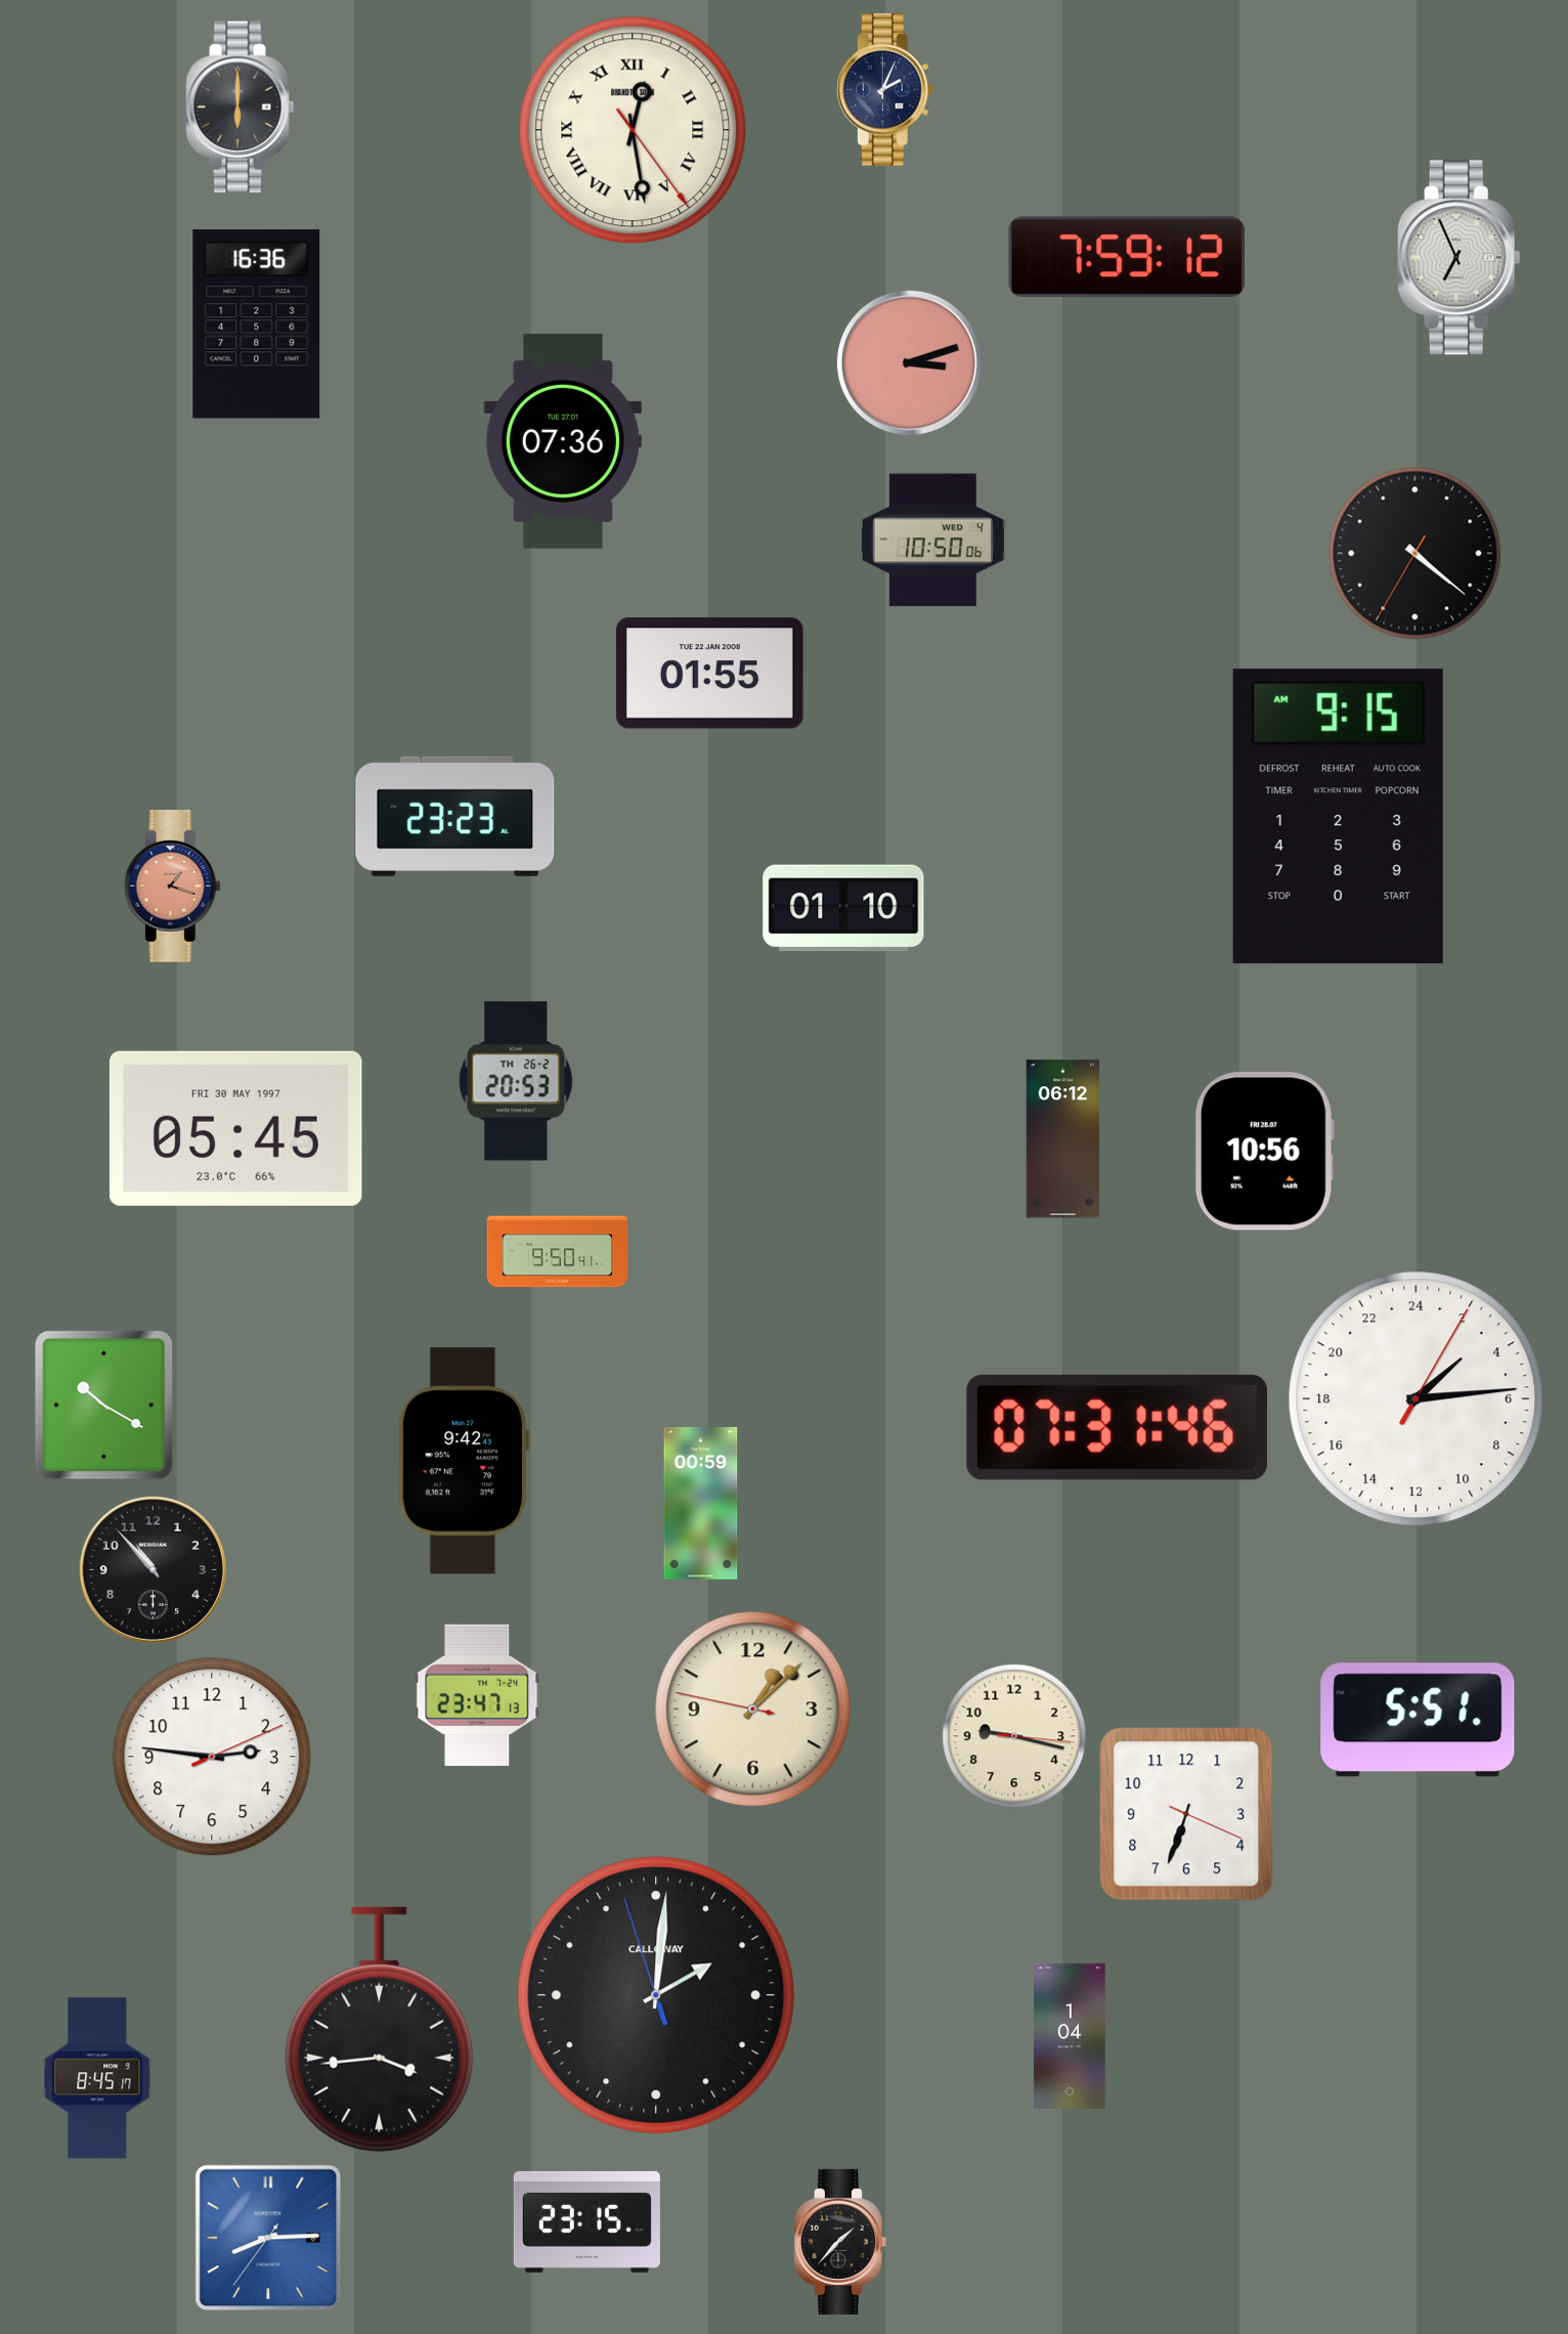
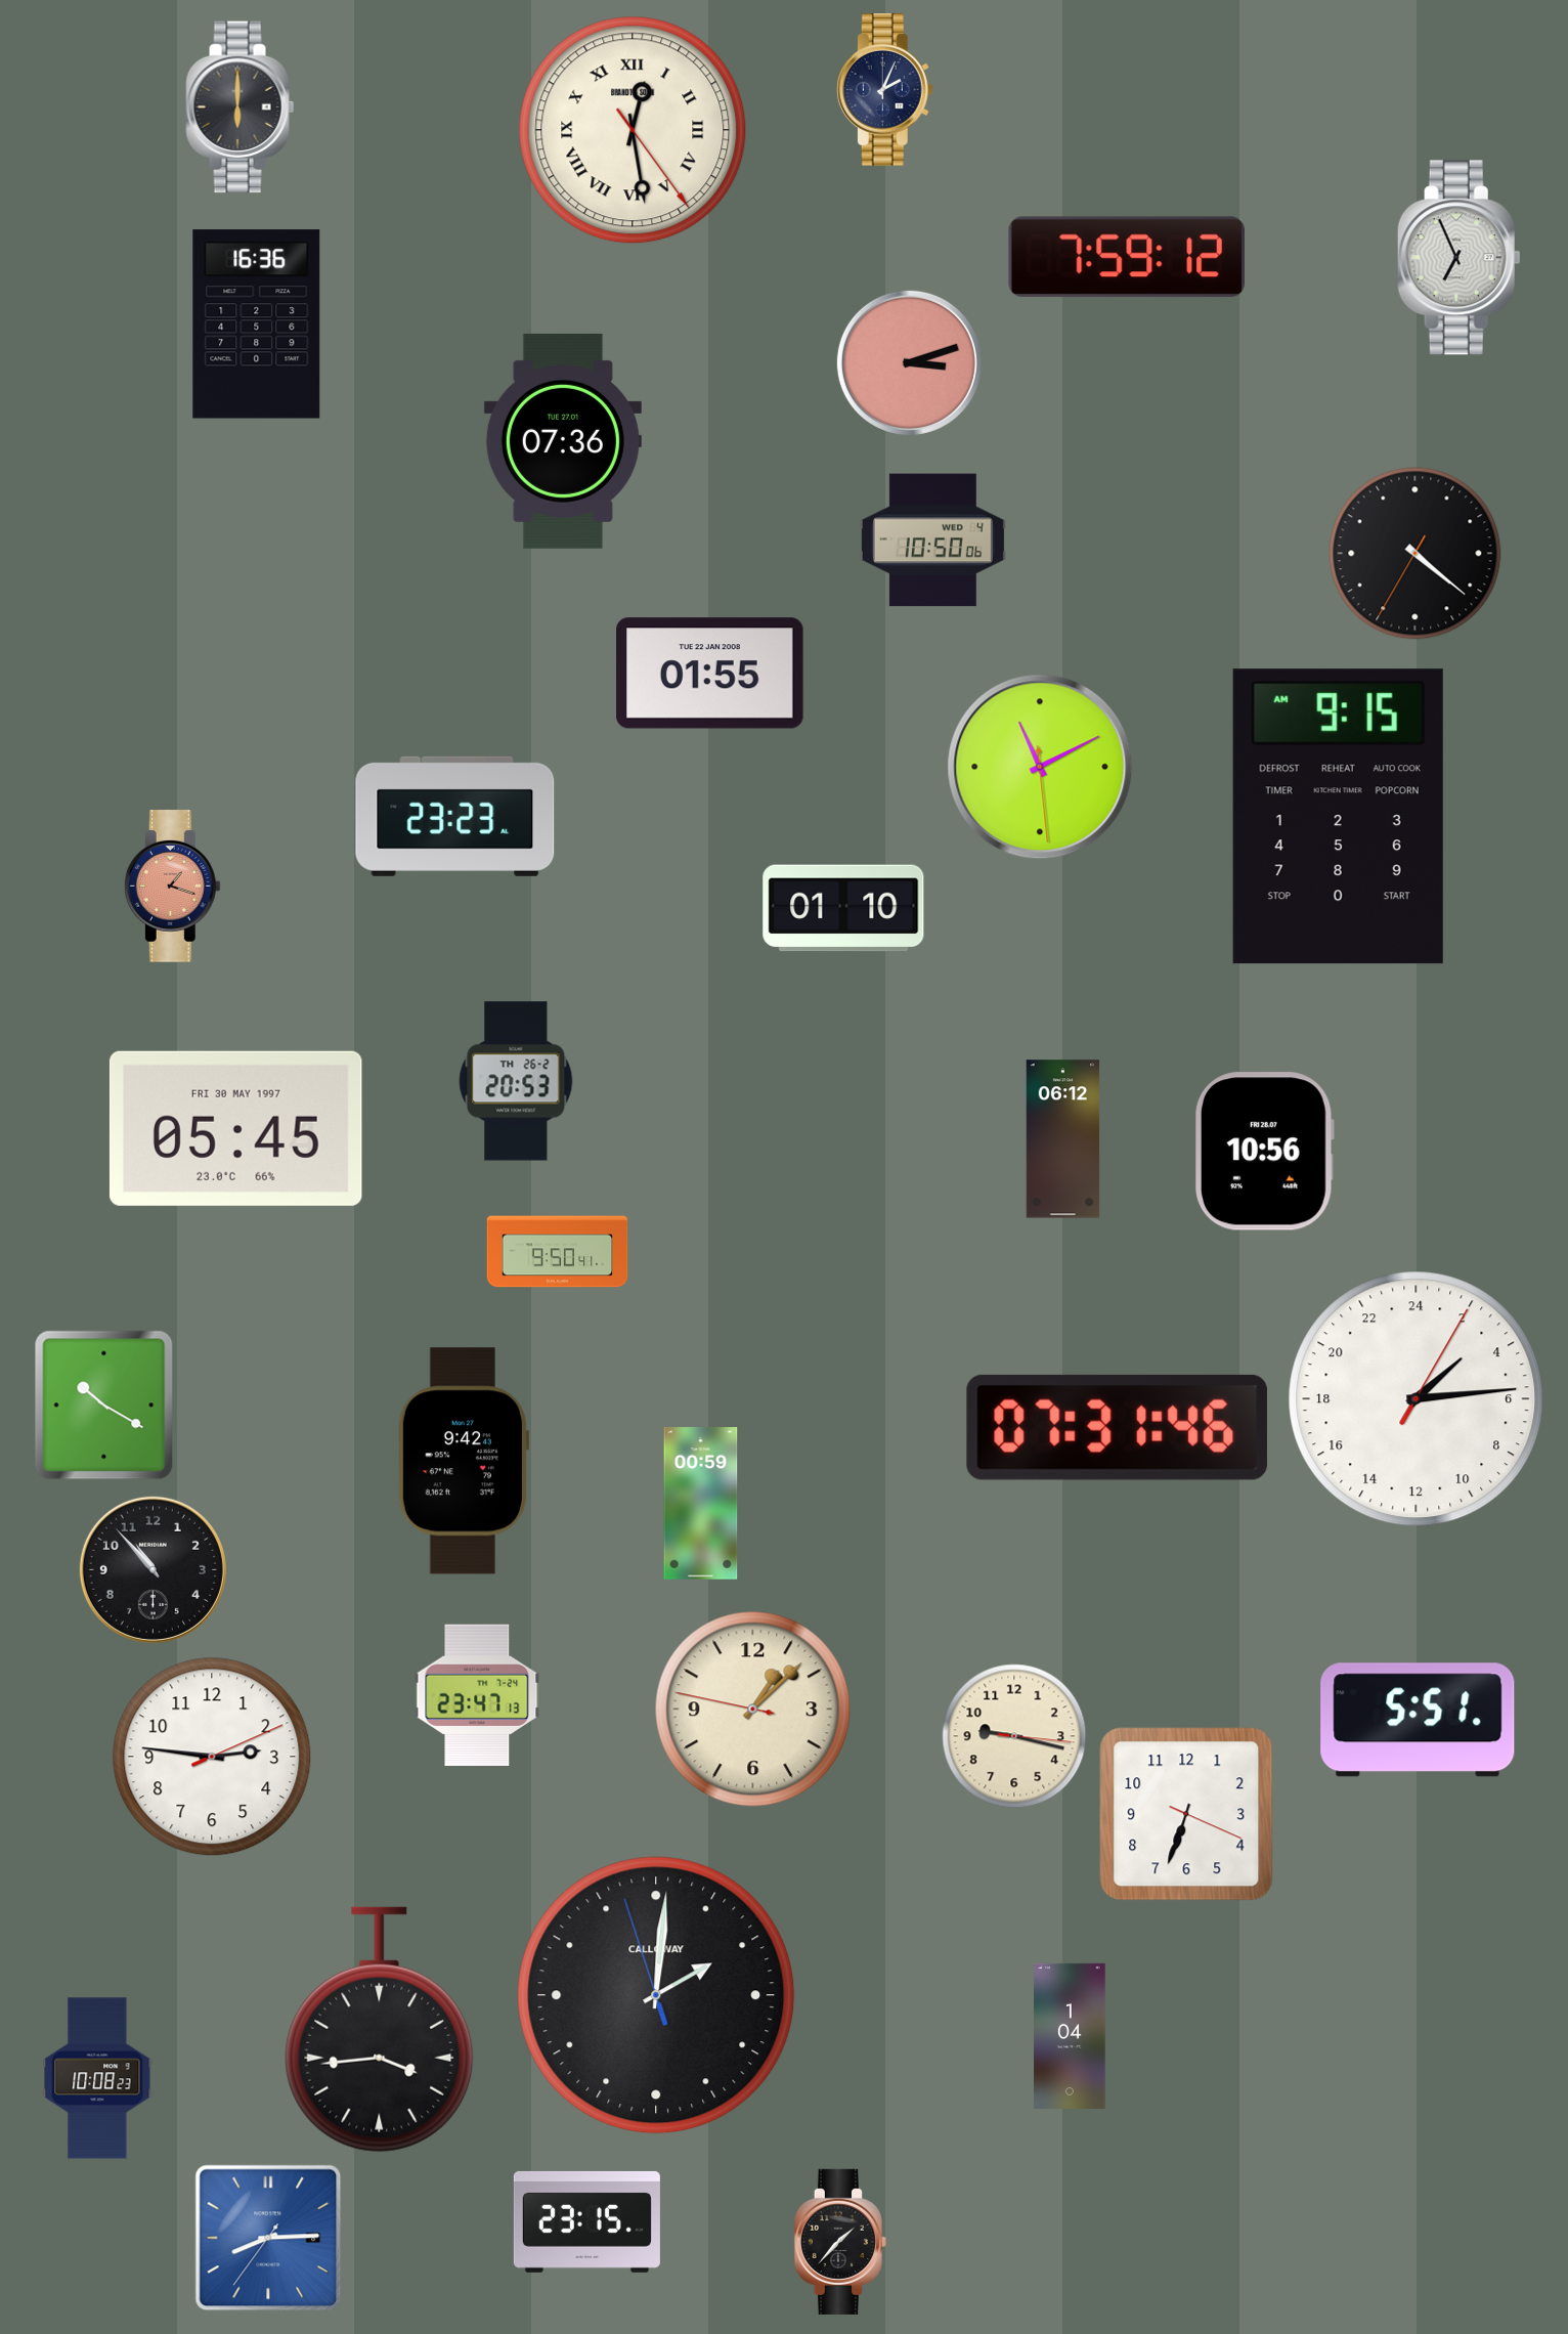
clock at (1040, 767): none -> 11:10
clock at (97, 2078): 8:45 -> 10:08
